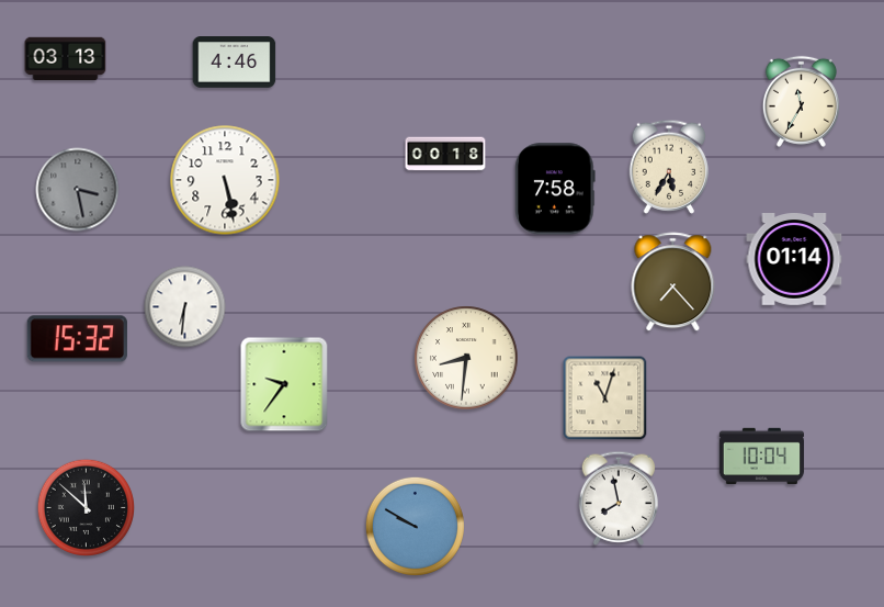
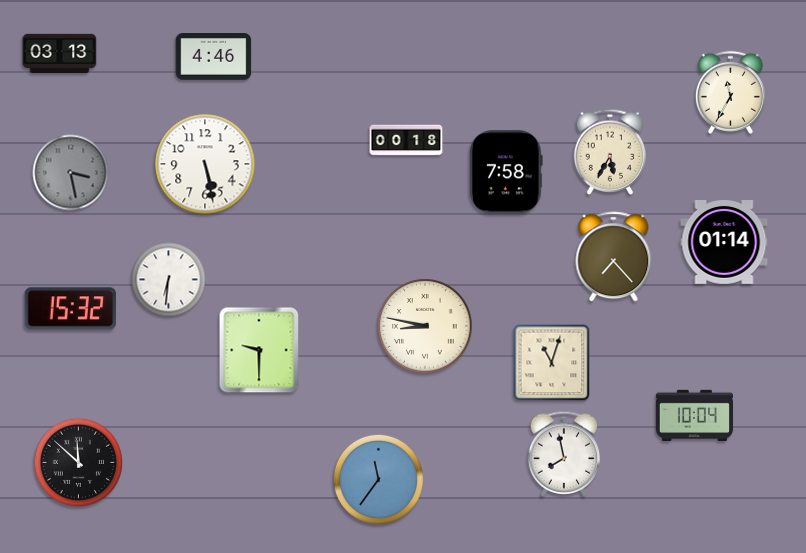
clock at (794, 260) position: (794, 260) -> (724, 243)
clock at (466, 358): 8:31 -> 8:47
clock at (284, 384): 9:36 -> 9:30
clock at (415, 526): 9:50 -> 11:36
